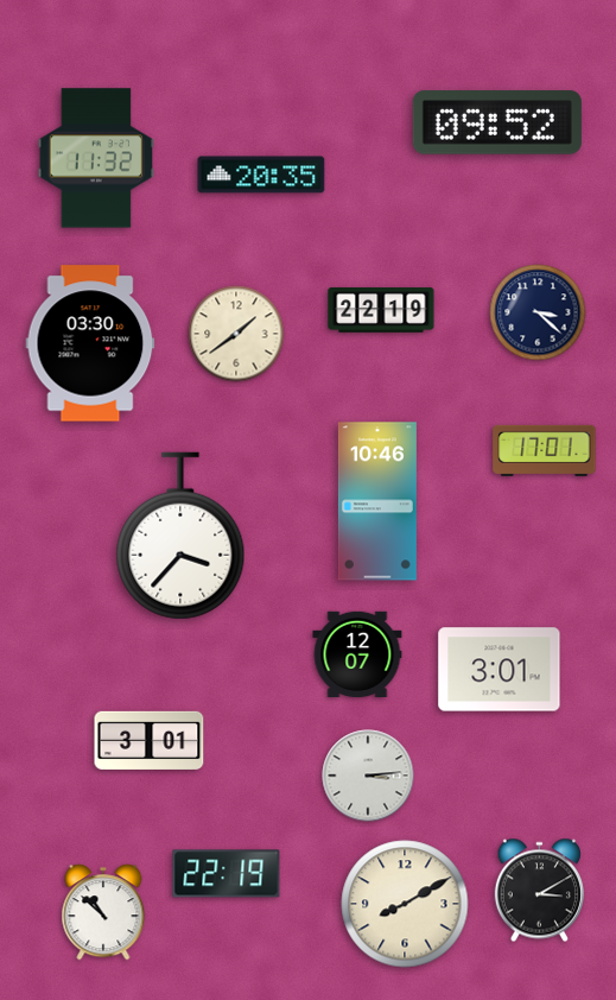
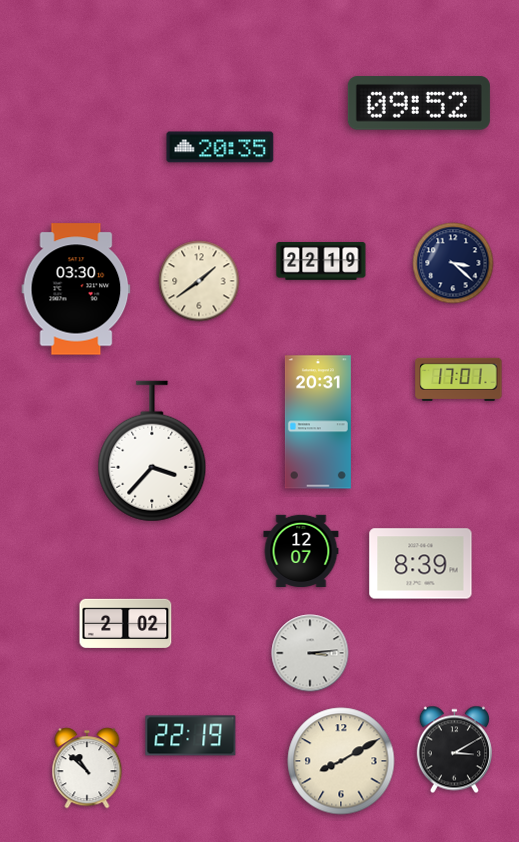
clock at (96, 158): 11:32 -> none
clock at (377, 501): 10:46 -> 20:31
clock at (500, 670): 3:01 -> 8:39
clock at (150, 740): 3:01 -> 2:02
